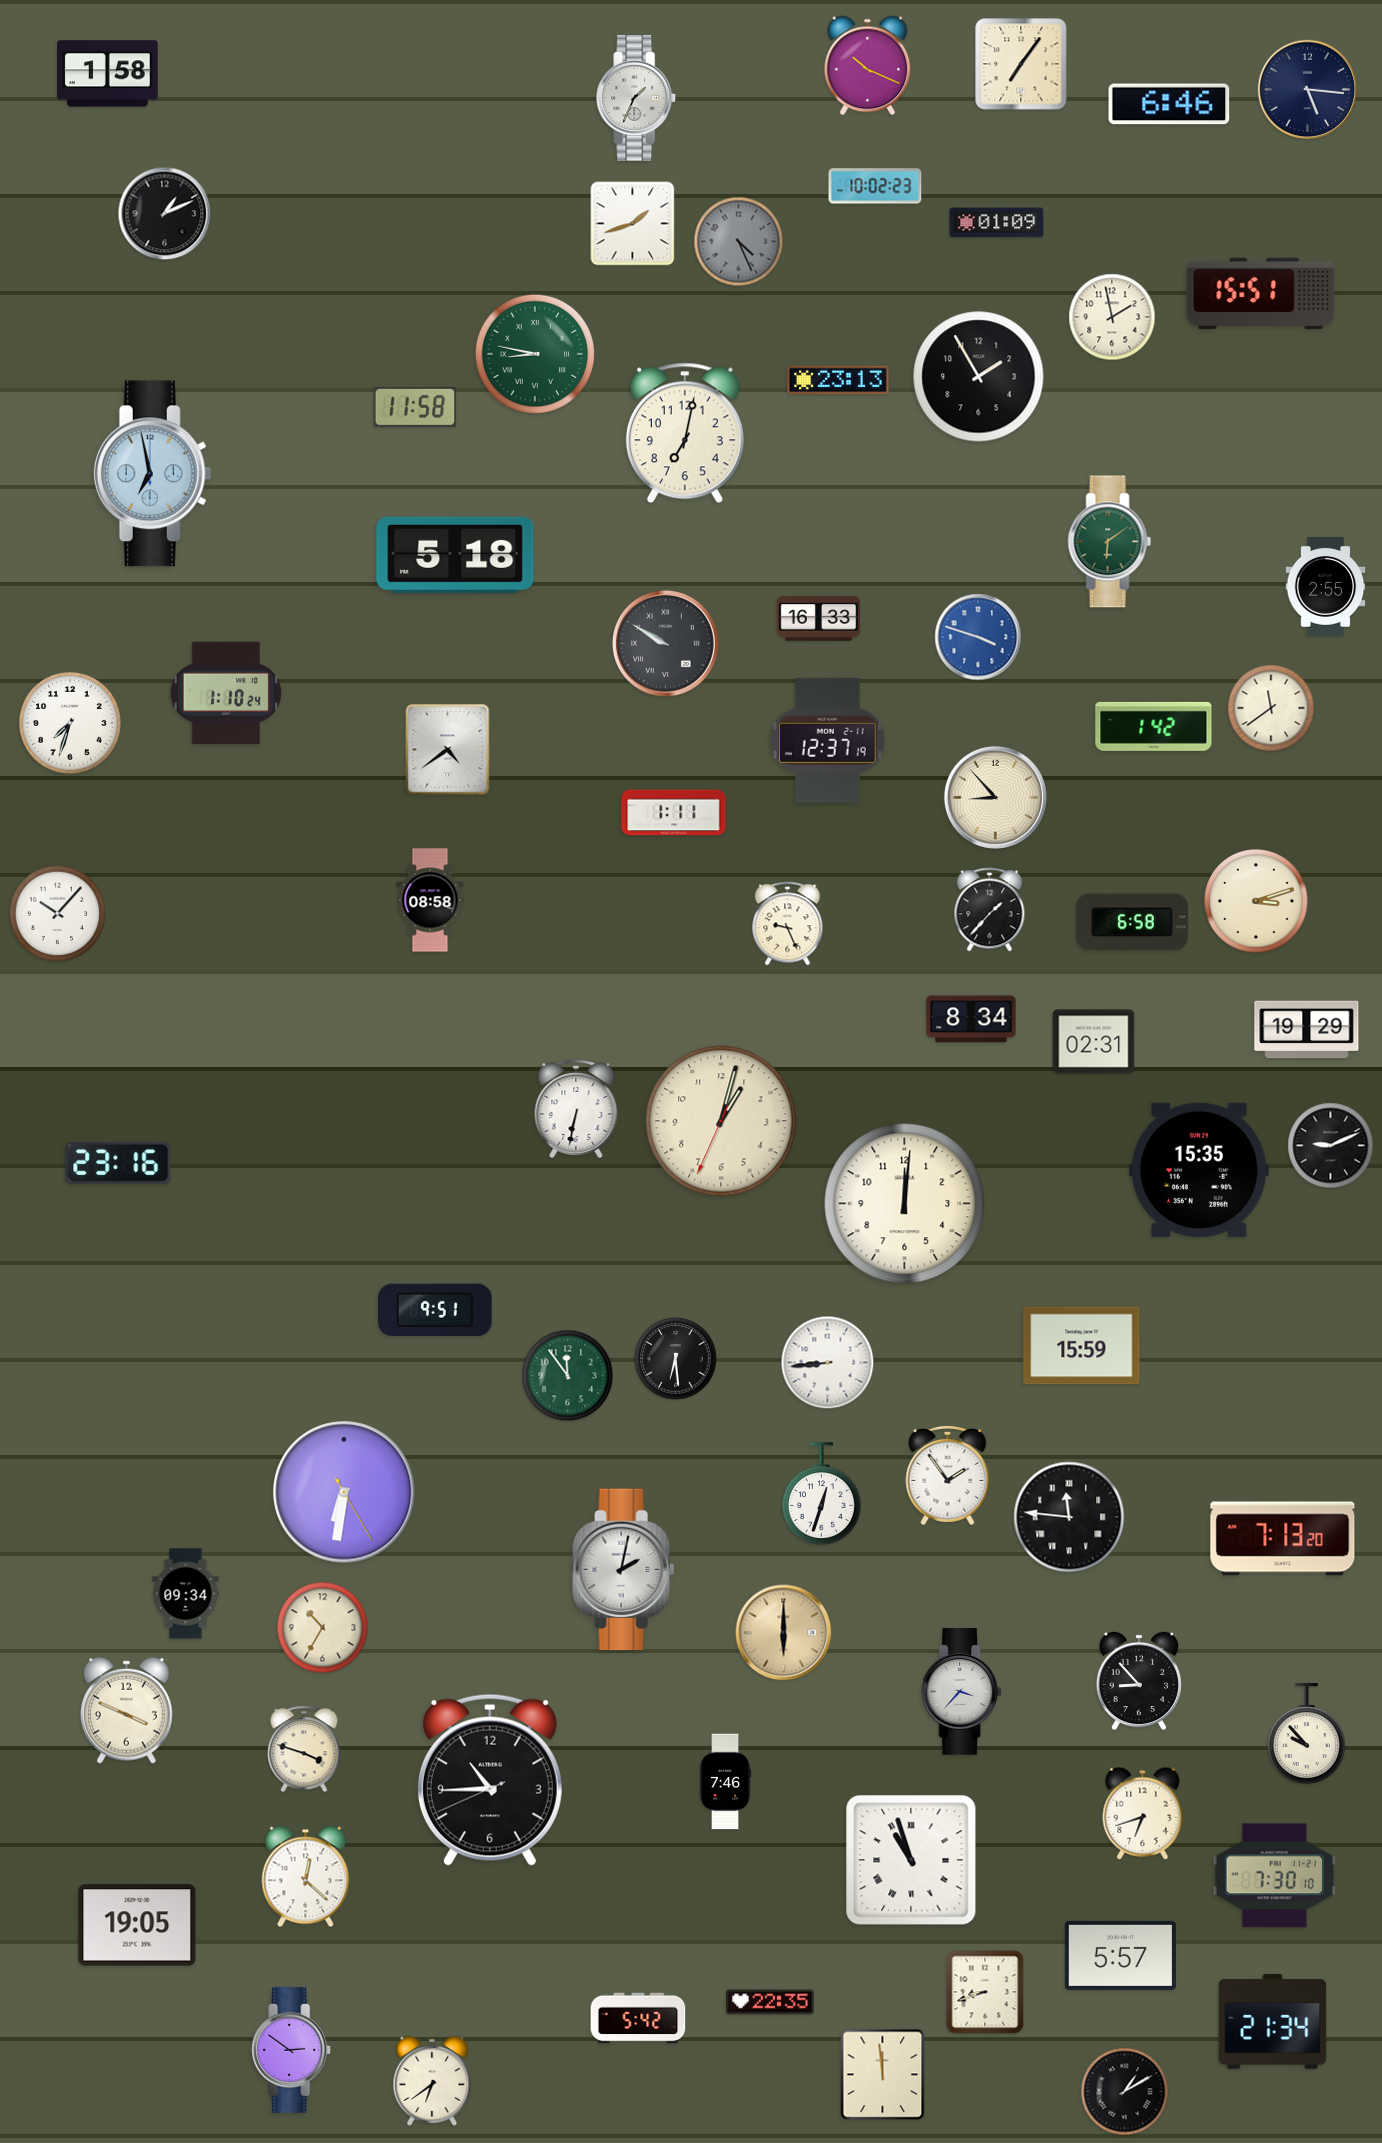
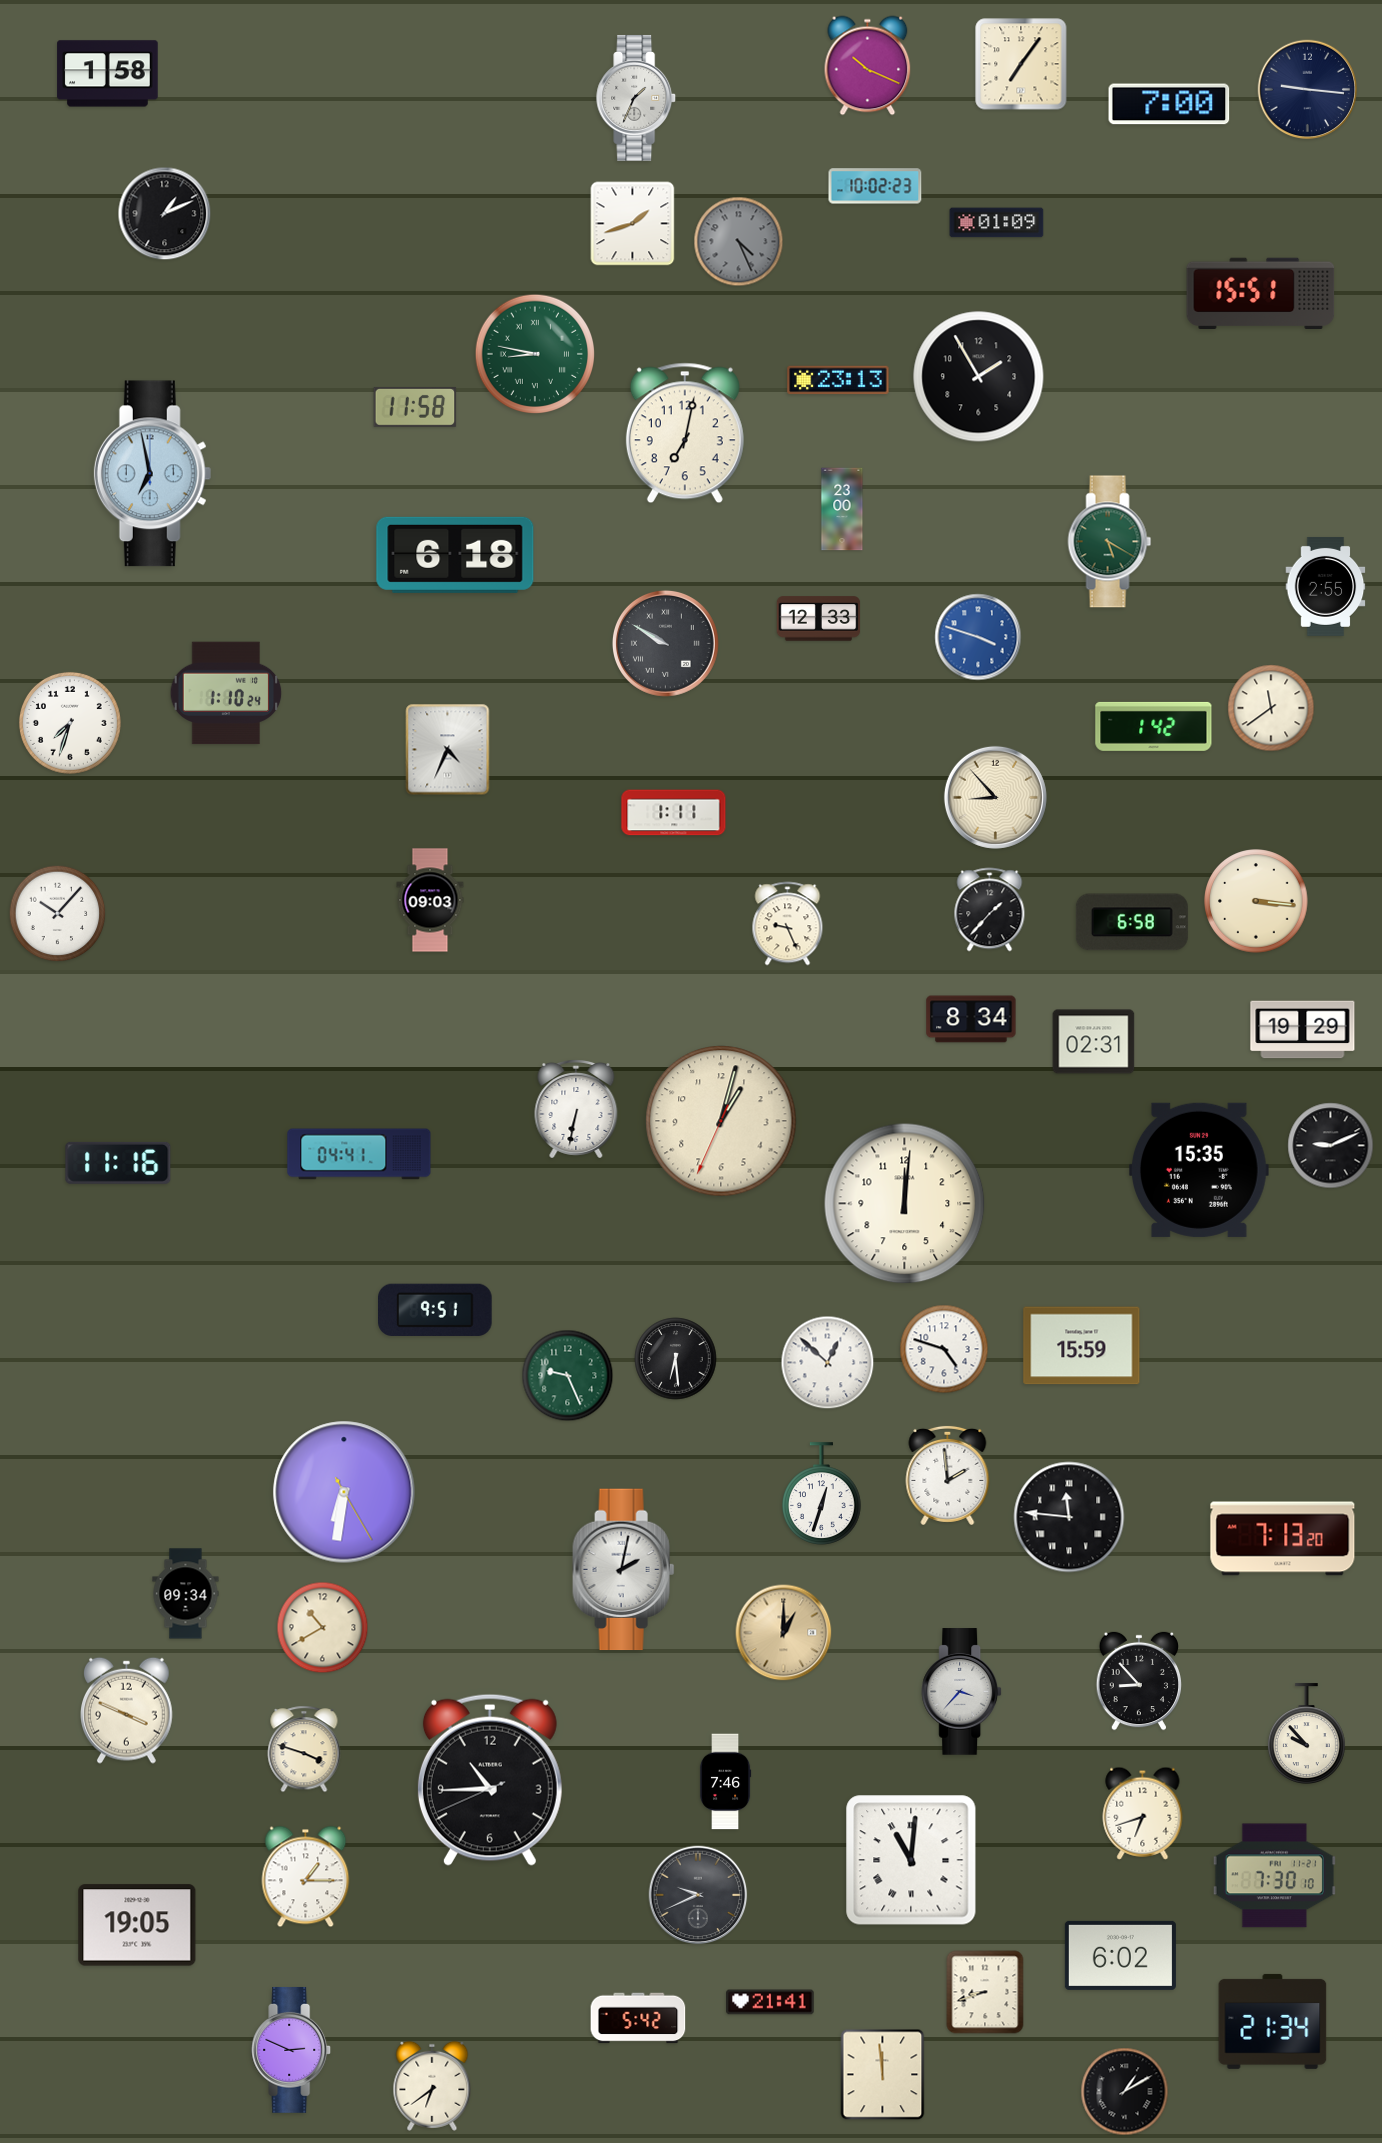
clock at (1308, 90): 5:16 -> 9:16
clock at (1169, 104): 6:46 -> 7:00
clock at (1112, 317): 1:58 -> none
clock at (842, 509): none -> 23:00
clock at (1110, 542): 6:09 -> 5:20
clock at (455, 555): 5:18 -> 6:18
clock at (819, 619): 16:33 -> 12:33
clock at (828, 740): 12:37 -> none
clock at (448, 750): 4:39 -> 4:34
clock at (430, 900): 08:58 -> 09:03
clock at (1256, 901): 3:12 -> 3:16
clock at (1307, 1030) position: (1307, 1030) -> (1303, 1030)
clock at (359, 1154): none -> 04:41
clock at (118, 1163): 23:16 -> 11:16
clock at (944, 1349): none -> 4:48
clock at (828, 1363): 8:44 -> 12:52
clock at (568, 1376): 11:54 -> 9:26
clock at (948, 1475): 1:54 -> 1:59
clock at (323, 1628): 10:35 -> 10:40
clock at (784, 1633): 6:00 -> 1:00
clock at (911, 1860): 10:57 -> 11:01
clock at (306, 1877): 12:22 -> 1:15
clock at (698, 1895): none -> 9:41
clock at (1120, 1955): 5:57 -> 6:02
clock at (770, 2002): 22:35 -> 21:41
clock at (292, 2050): 2:51 -> 2:49
clock at (432, 2081) position: (432, 2081) -> (432, 2086)
